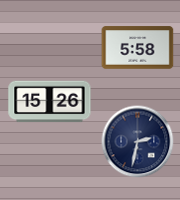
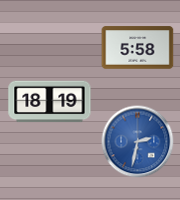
clock at (50, 102): 15:26 -> 18:19
clock at (138, 142) dial: navy -> blue
